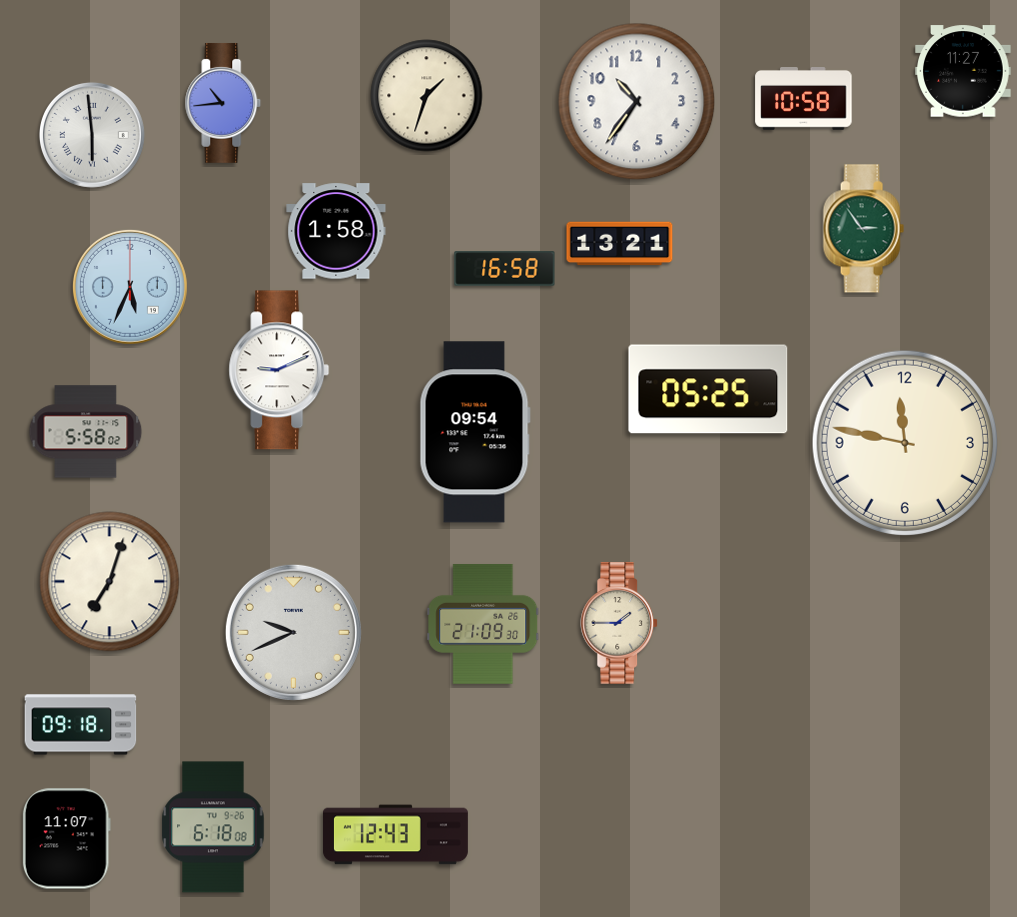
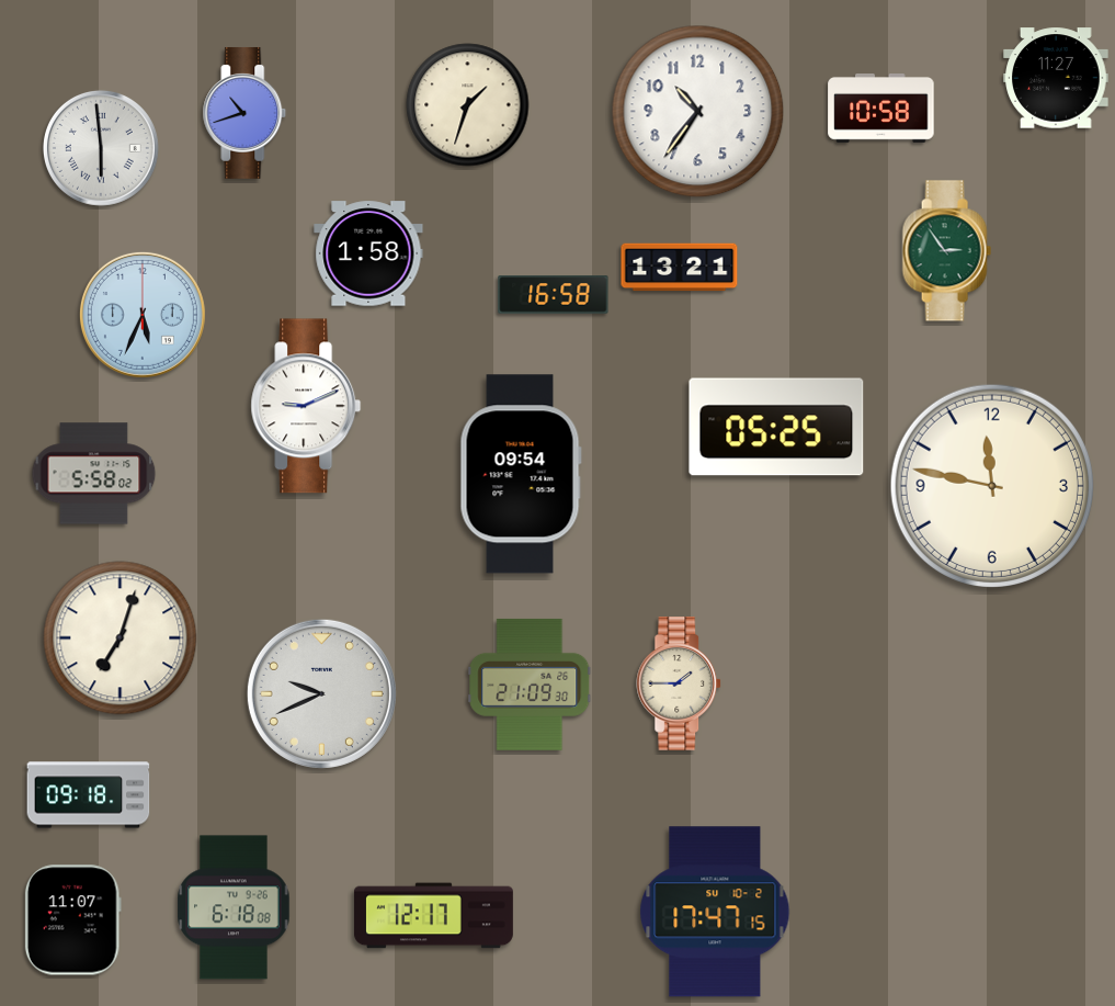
clock at (223, 103): 10:44 -> 10:42
clock at (715, 912): none -> 17:47
clock at (395, 835): 12:43 -> 12:17
